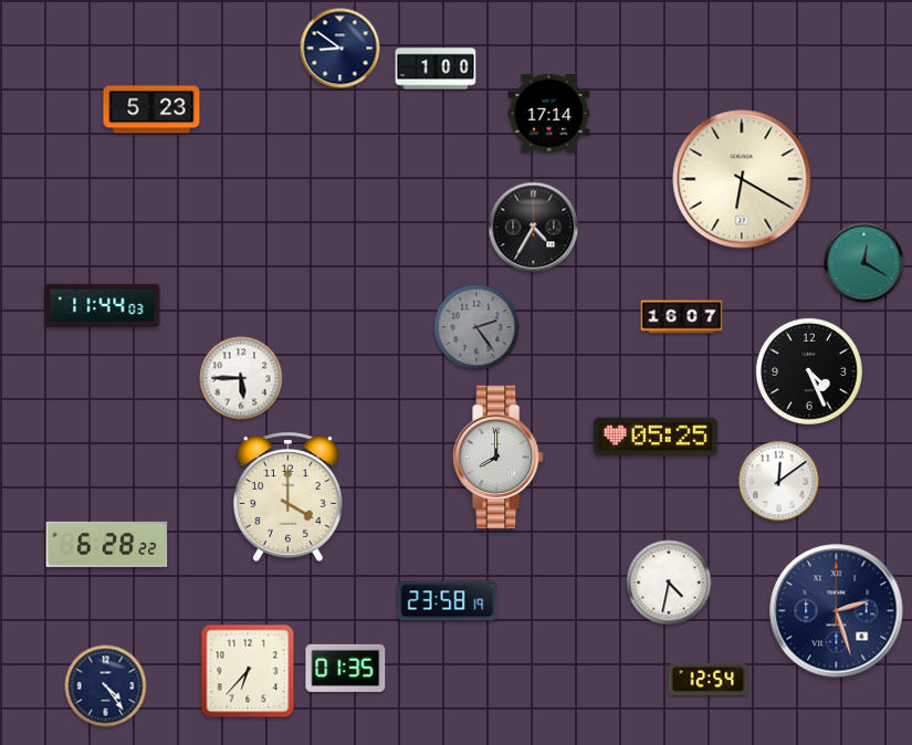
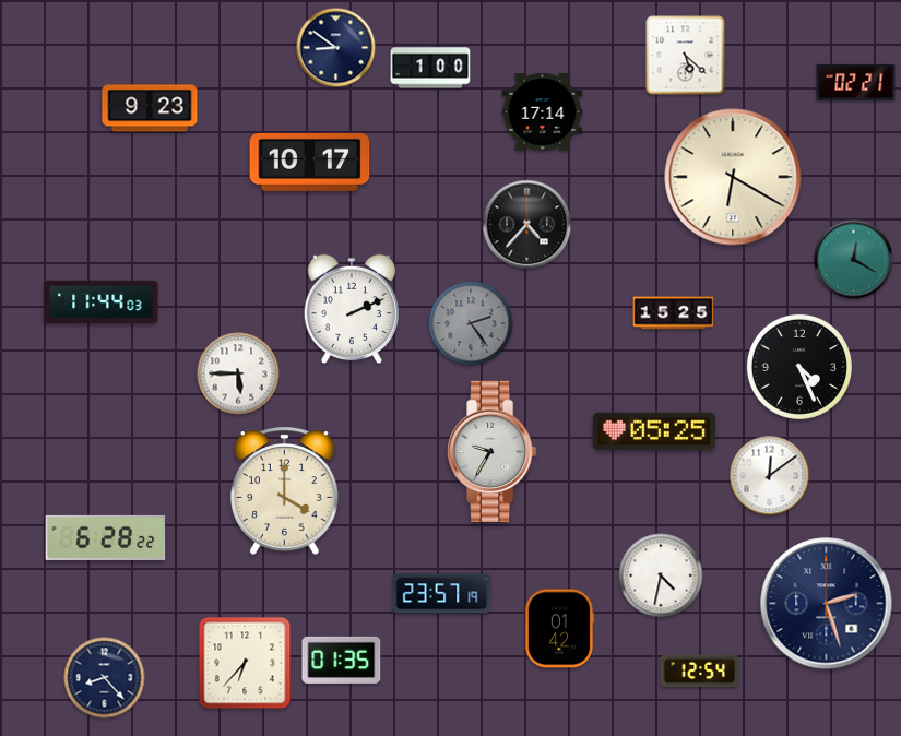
clock at (686, 56): none -> 5:22
clock at (856, 82): none -> 02:21
clock at (151, 109): 5:23 -> 9:23
clock at (310, 162): none -> 10:17
clock at (534, 228): 4:35 -> 4:37
clock at (352, 309): none -> 2:11
clock at (682, 317): 16:07 -> 15:25
clock at (656, 437) position: (656, 437) -> (654, 431)
clock at (499, 457): 8:00 -> 9:35
clock at (448, 601): 23:58 -> 23:57
clock at (559, 629): none -> 01:42
clock at (106, 686): 4:24 -> 8:23
